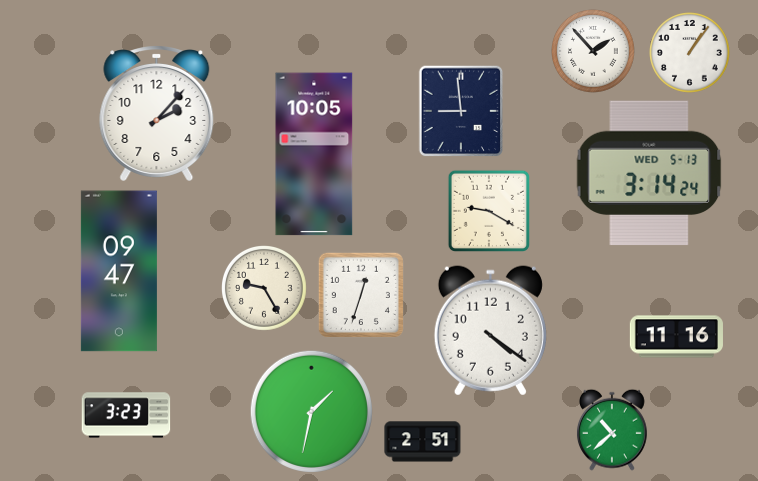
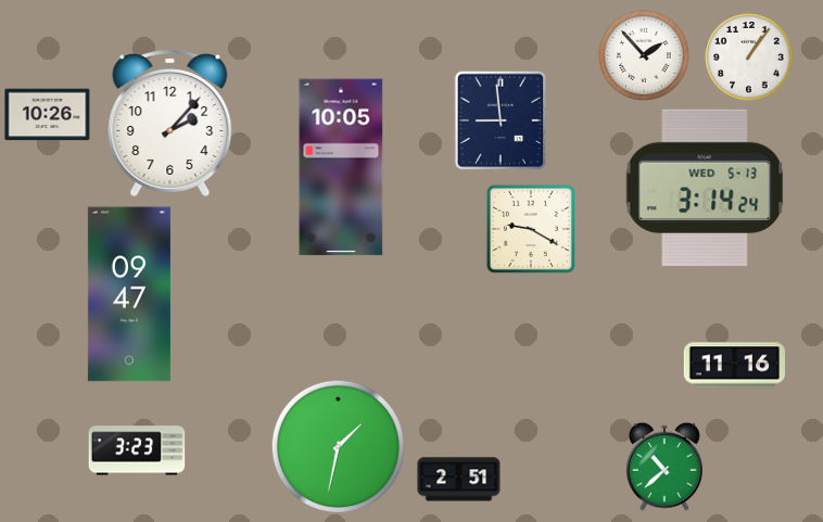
clock at (48, 115): none -> 10:26
clock at (265, 289): 9:25 -> none
clock at (361, 295): 12:33 -> none
clock at (490, 331): 4:21 -> none
